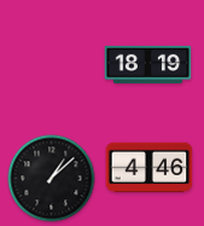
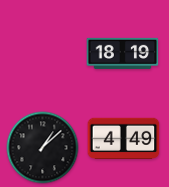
clock at (150, 167): 4:46 -> 4:49
